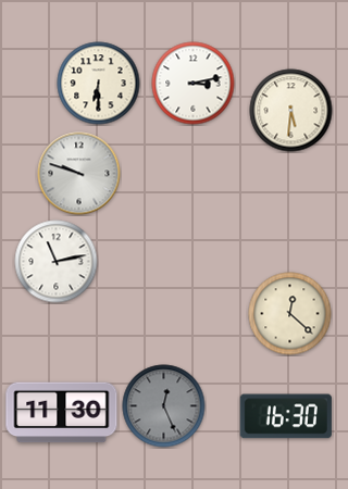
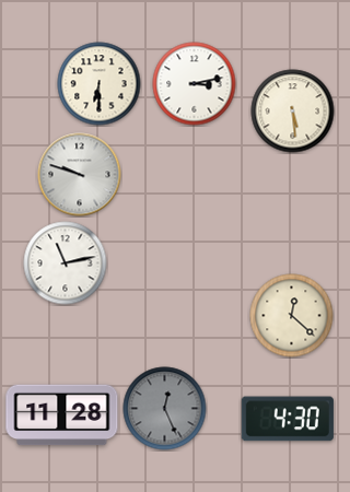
clock at (291, 111): 5:31 -> 5:29
clock at (57, 262) position: (57, 262) -> (66, 263)
clock at (62, 413): 11:30 -> 11:28
clock at (286, 416): 16:30 -> 4:30
